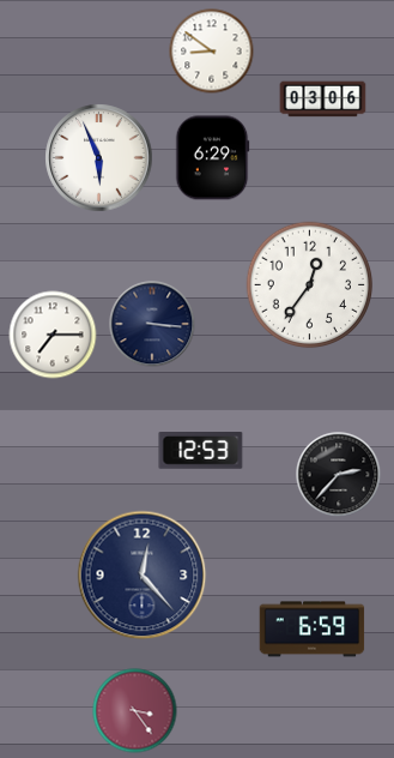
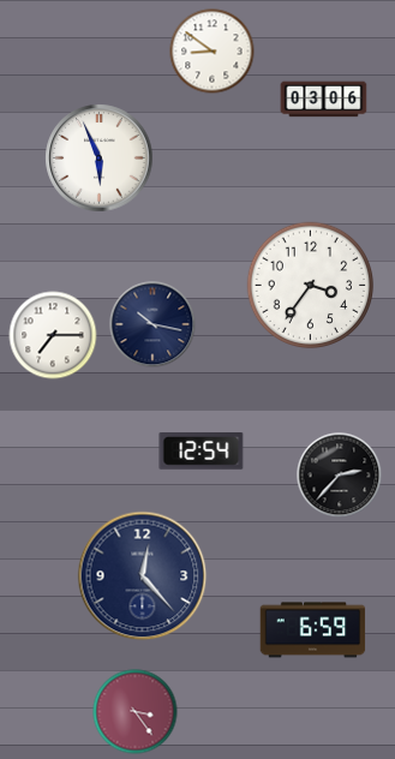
clock at (212, 158): 6:29 -> none
clock at (310, 285): 12:36 -> 3:36
clock at (152, 324): 3:16 -> 10:17
clock at (201, 451): 12:53 -> 12:54
